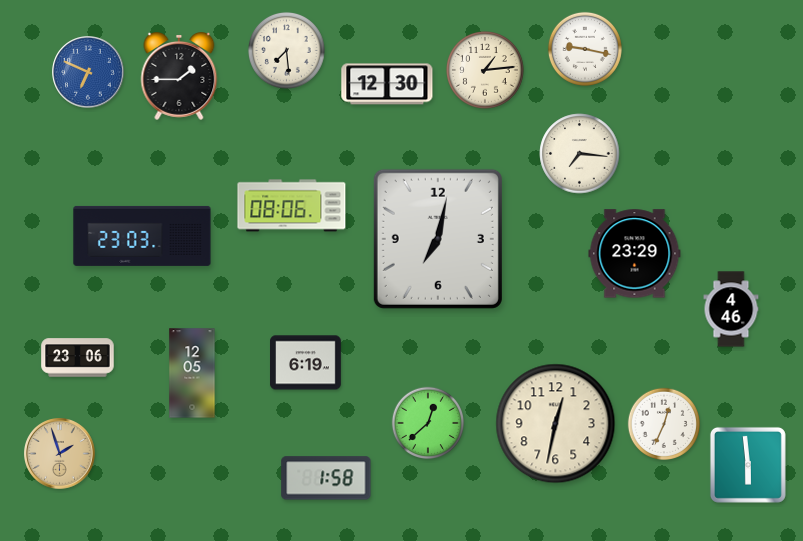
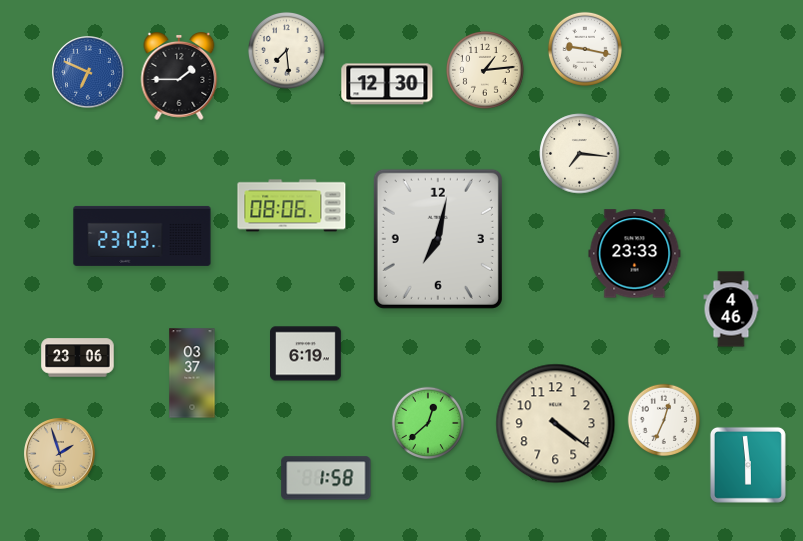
clock at (635, 254): 23:29 -> 23:33
clock at (306, 363) position: (306, 363) -> (306, 354)
clock at (192, 373): 12:05 -> 03:37
clock at (663, 423) position: (663, 423) -> (663, 419)
clock at (556, 424): 12:32 -> 4:21
